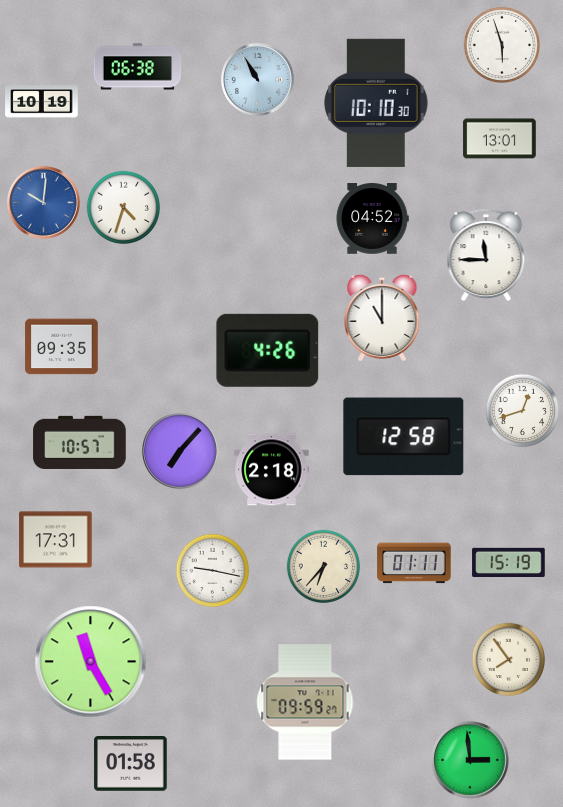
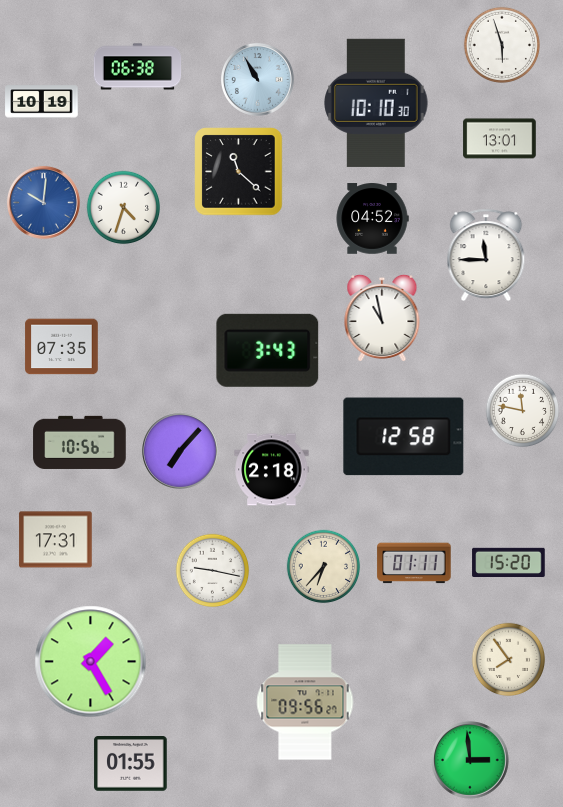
clock at (239, 172): none -> 11:22
clock at (382, 317): 11:00 -> 10:58
clock at (62, 347): 09:35 -> 07:35
clock at (268, 350): 4:26 -> 3:43
clock at (523, 411): 12:42 -> 11:47
clock at (80, 442): 10:57 -> 10:56
clock at (509, 562): 15:19 -> 15:20
clock at (91, 662): 11:25 -> 1:25
clock at (305, 702): 09:59 -> 09:56
clock at (131, 764): 01:58 -> 01:55
